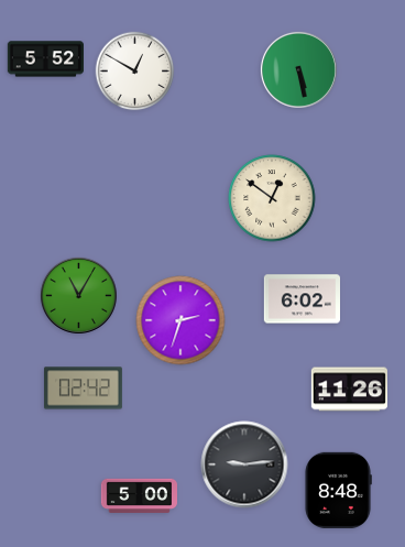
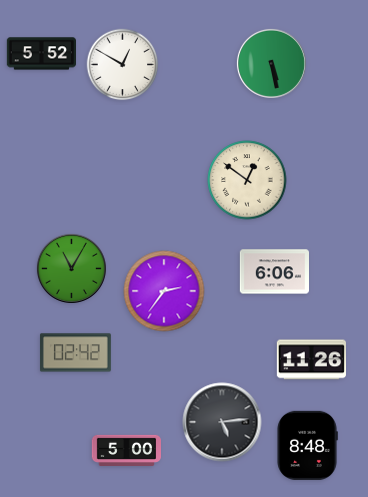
clock at (302, 299): 6:02 -> 6:06
clock at (180, 320): 2:33 -> 2:36
clock at (349, 390) position: (349, 390) -> (311, 360)
clock at (244, 464): 9:14 -> 5:14
